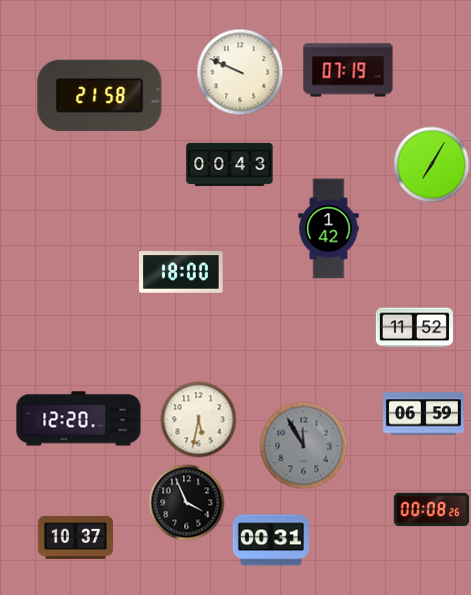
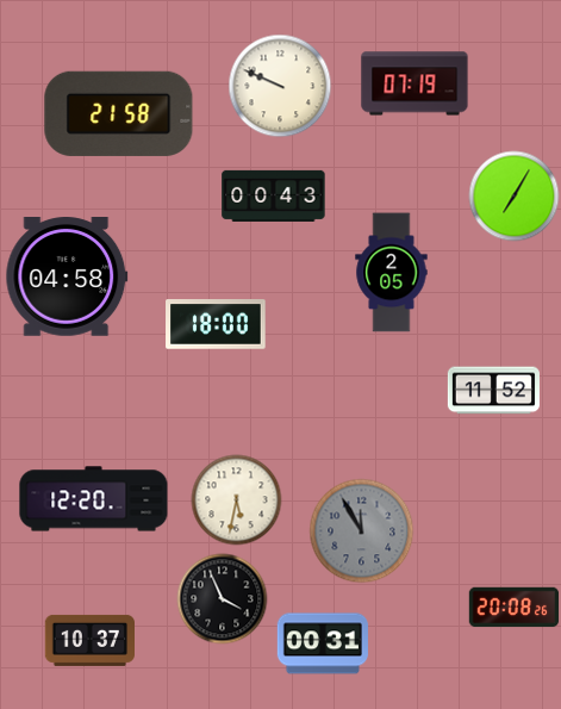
clock at (240, 72) position: (240, 72) -> (280, 86)
clock at (329, 229): 1:42 -> 2:05
clock at (67, 278): none -> 04:58
clock at (424, 414): 06:59 -> none
clock at (432, 510): 00:08 -> 20:08
